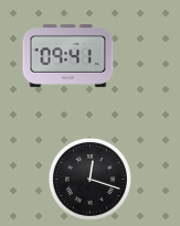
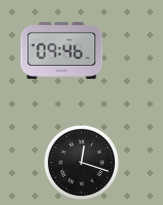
clock at (68, 56): 09:41 -> 09:46
